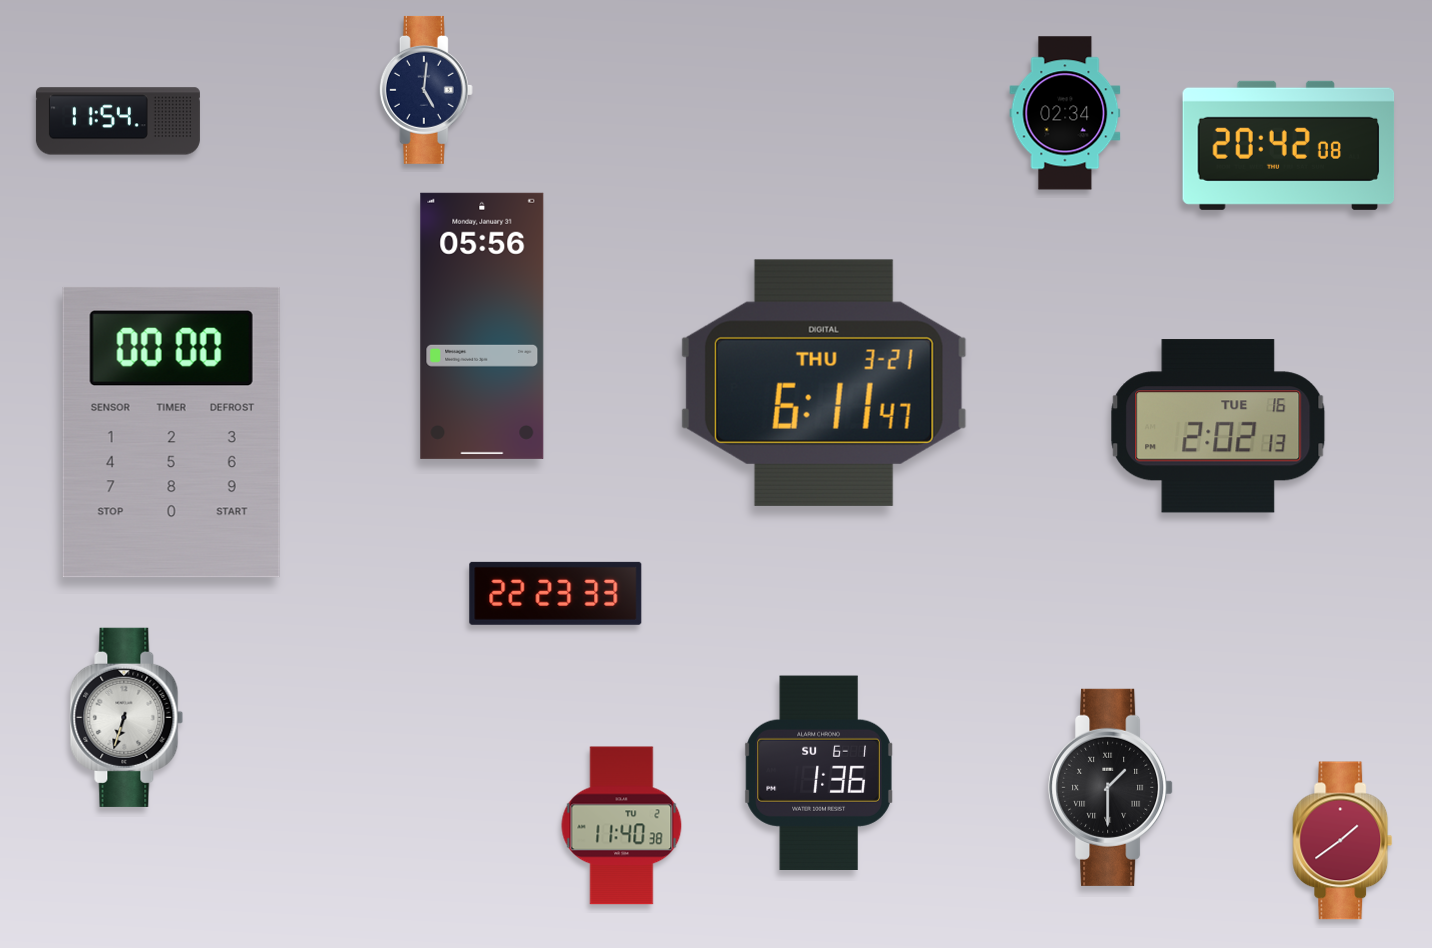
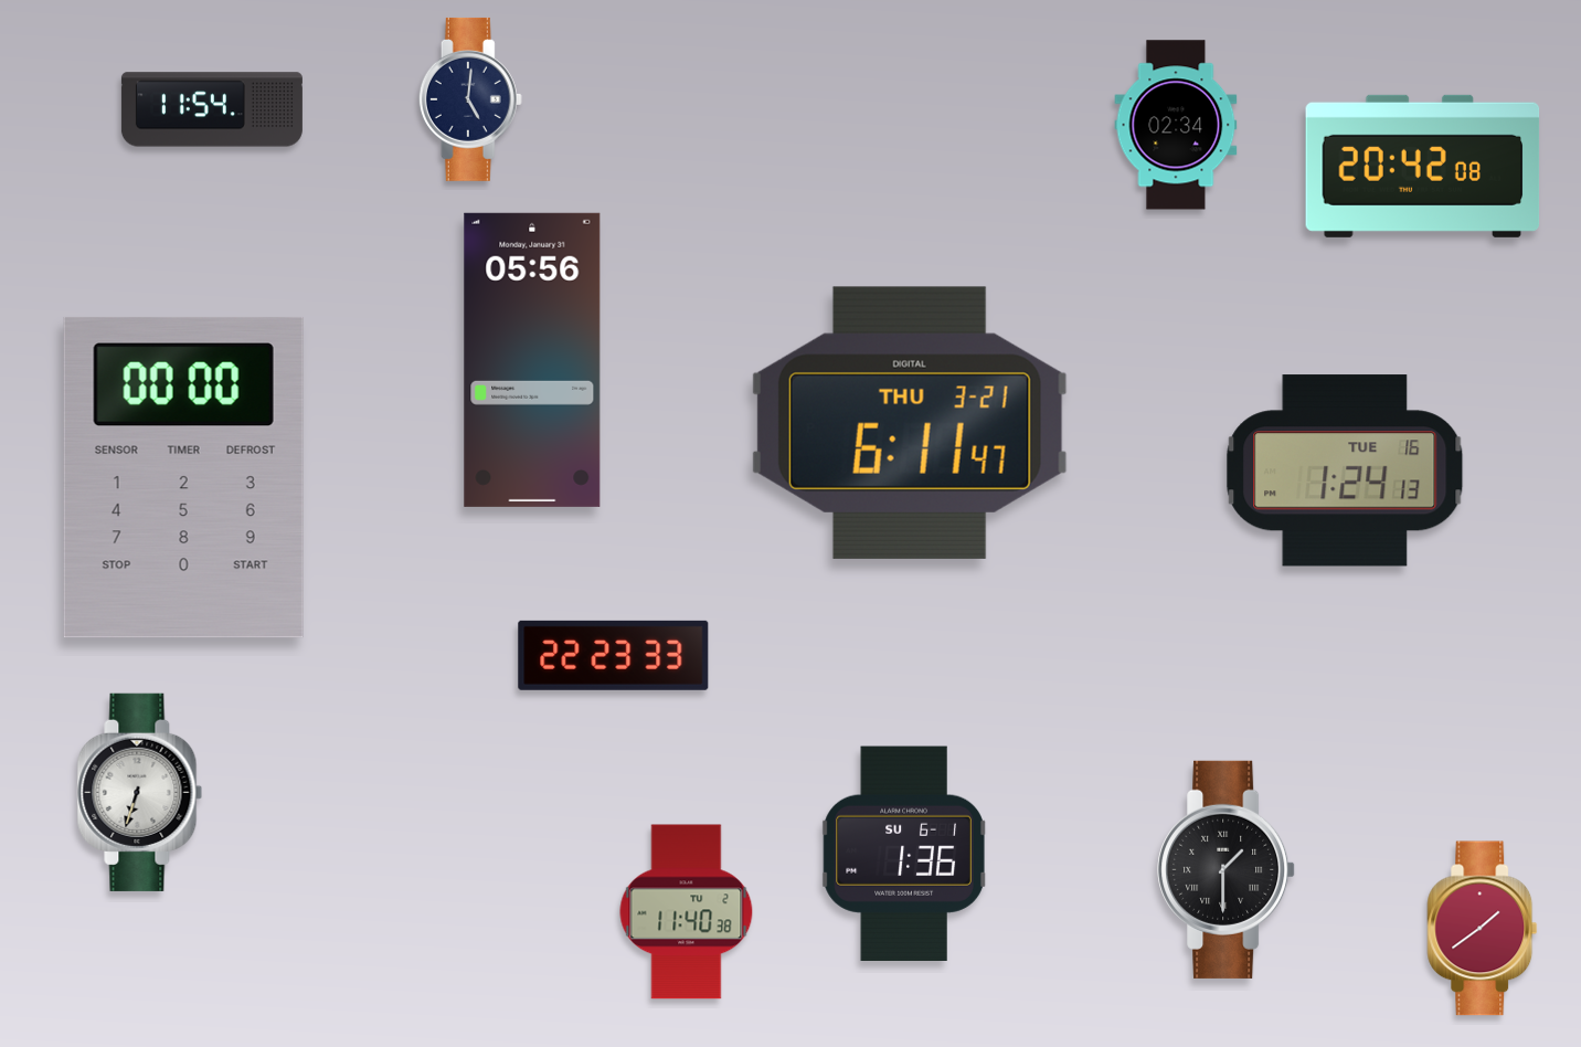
clock at (118, 121) position: (118, 121) -> (212, 109)
clock at (1289, 145) position: (1289, 145) -> (1423, 166)
clock at (1218, 426): 2:02 -> 1:24
clock at (171, 432) position: (171, 432) -> (183, 477)
